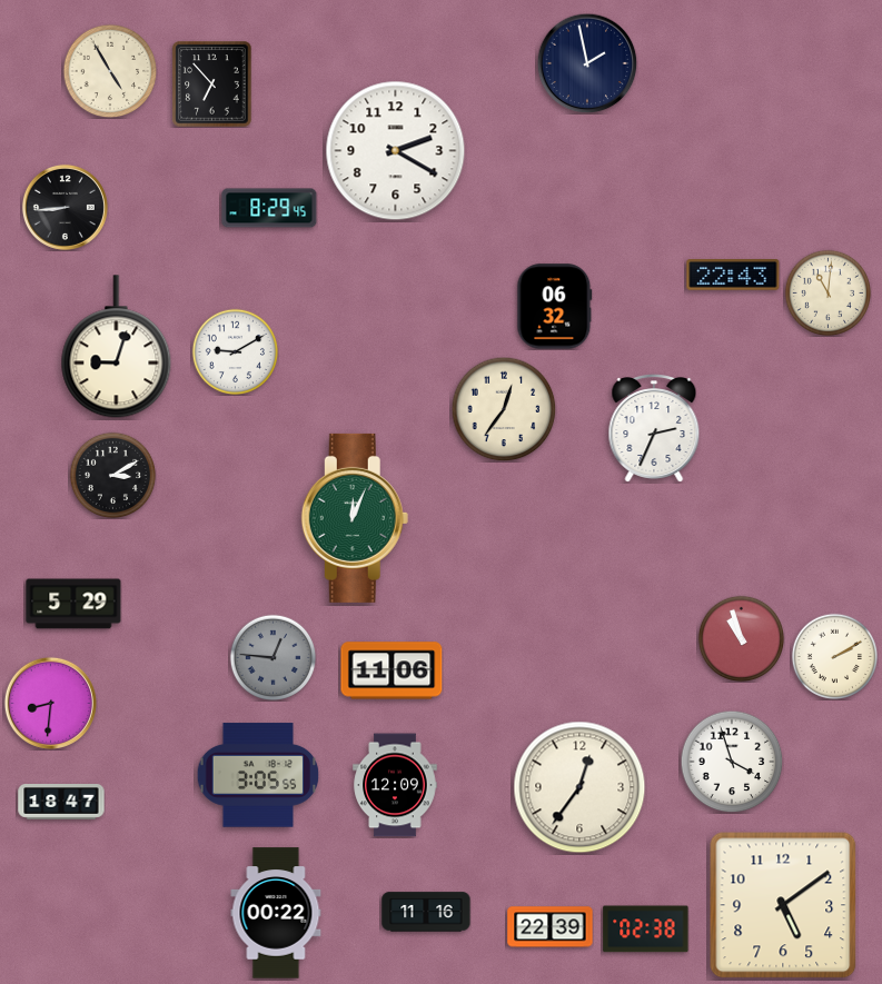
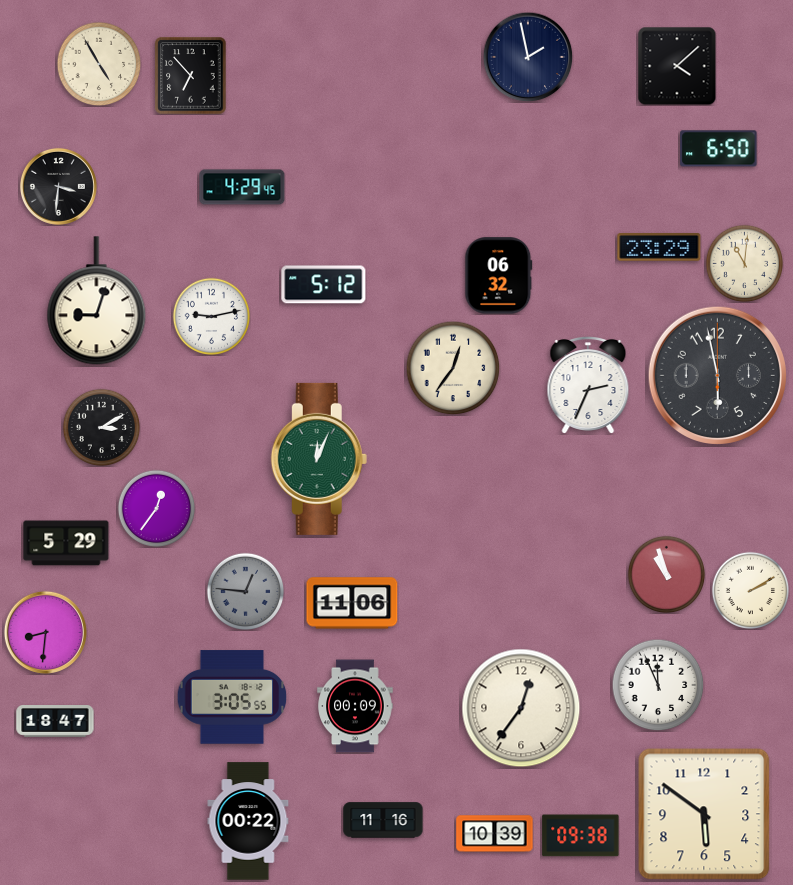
clock at (677, 66): none -> 4:08
clock at (396, 151): 2:20 -> none
clock at (719, 149): none -> 6:50
clock at (65, 207): 8:44 -> 3:31
clock at (269, 208): 8:29 -> 4:29
clock at (733, 275): 22:43 -> 23:29
clock at (324, 285): none -> 5:12
clock at (117, 347) position: (117, 347) -> (97, 301)
clock at (235, 351): 9:10 -> 9:13
clock at (717, 375): none -> 5:58
clock at (355, 518) position: (355, 518) -> (319, 459)
clock at (156, 508): none -> 12:36
clock at (732, 762): 3:57 -> 11:56
clock at (395, 785): 12:09 -> 00:09
clock at (783, 905): 5:09 -> 5:51
clock at (551, 927): 22:39 -> 10:39
clock at (646, 930): 02:38 -> 09:38
